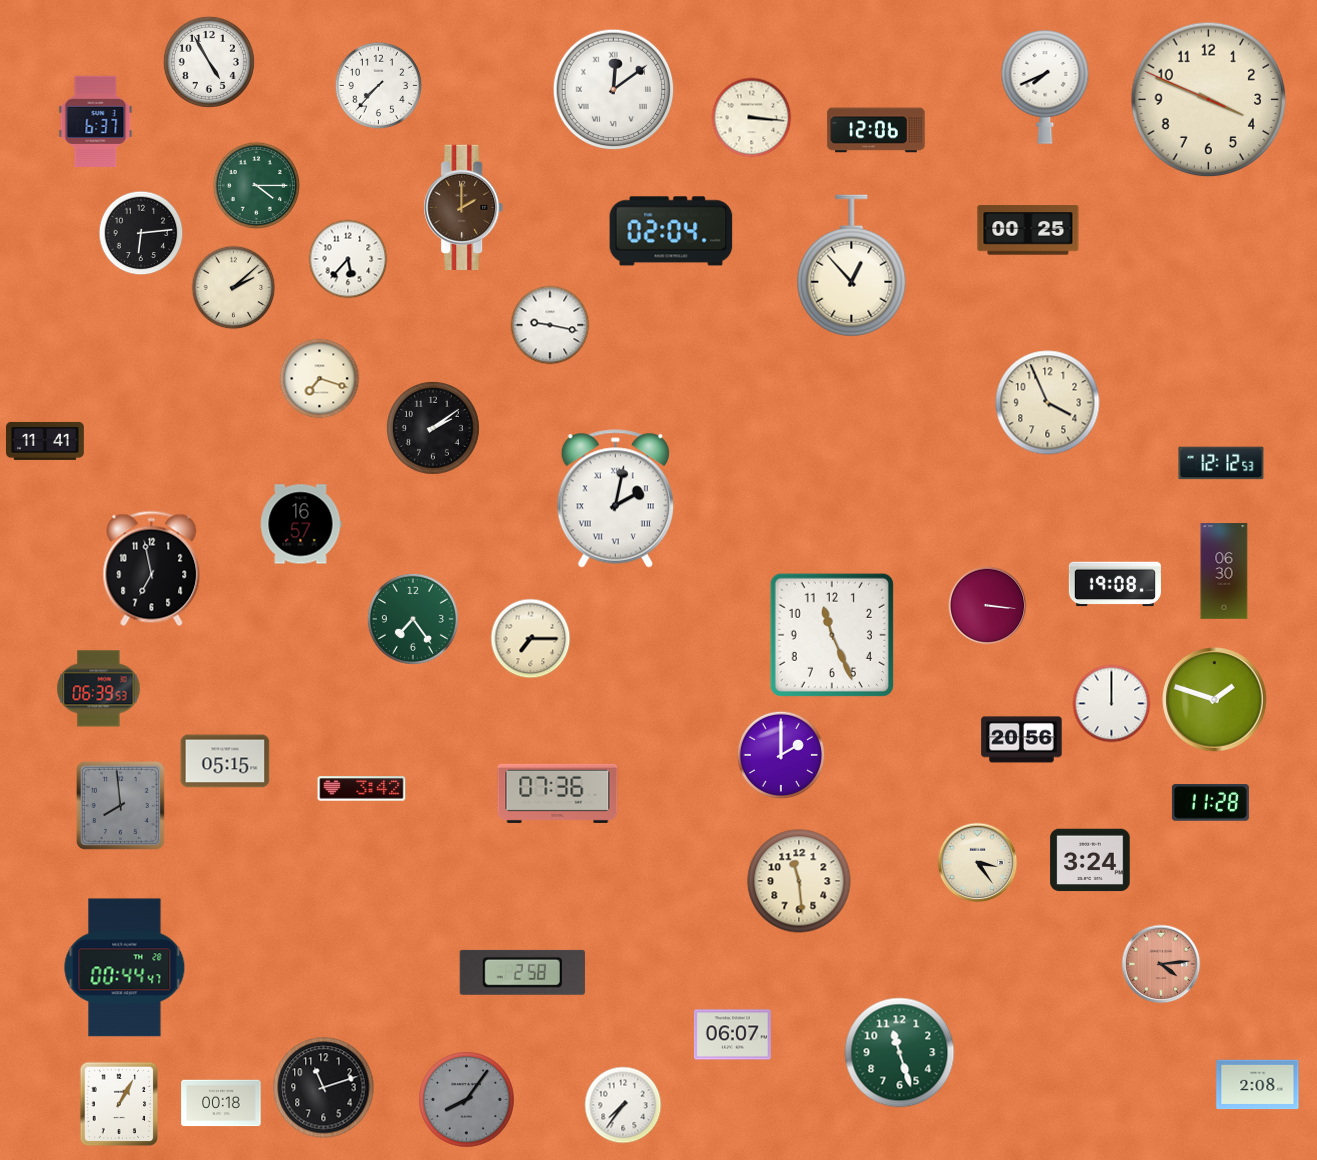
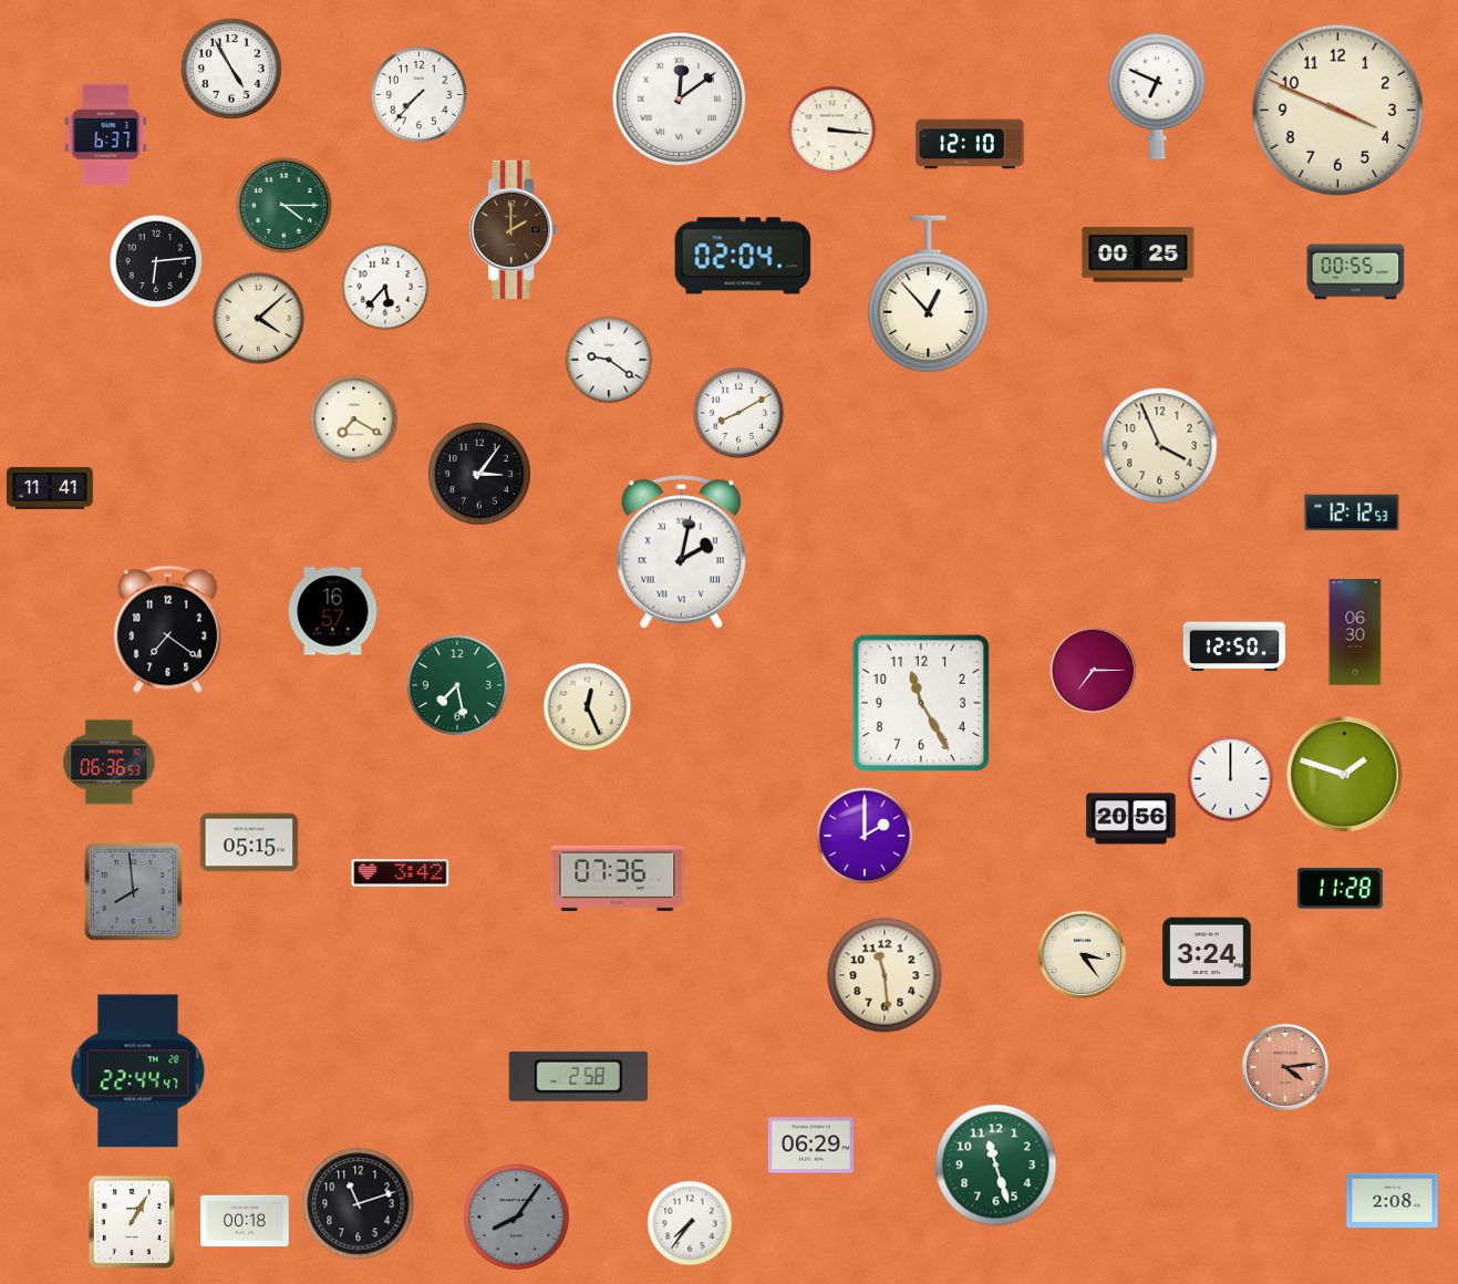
clock at (1045, 88): 7:41 -> 6:49
clock at (876, 130): 12:06 -> 12:10
clock at (141, 233) position: (141, 233) -> (156, 261)
clock at (1356, 272): none -> 00:55
clock at (852, 266) position: (852, 266) -> (929, 294)
clock at (234, 288): 2:08 -> 4:08
clock at (550, 325): 9:17 -> 9:21
clock at (738, 413): none -> 8:10
clock at (320, 379): 7:18 -> 7:20
clock at (433, 428): 2:09 -> 3:06
clock at (301, 524) position: (301, 524) -> (333, 611)
clock at (152, 569): 6:58 -> 7:21
clock at (1115, 584): 19:08 -> 12:50
clock at (988, 606): 3:16 -> 7:15
clock at (413, 619): 7:24 -> 7:28
clock at (832, 635): 11:26 -> 11:25
clock at (531, 639): 7:15 -> 12:26
clock at (99, 689): 06:39 -> 06:36
clock at (125, 968): 00:44 -> 22:44
clock at (732, 1035): 06:07 -> 06:29
